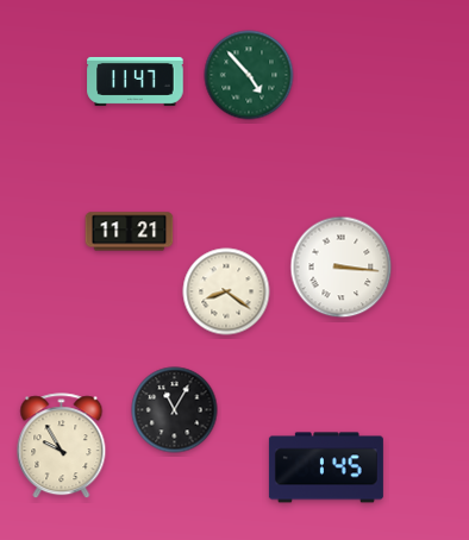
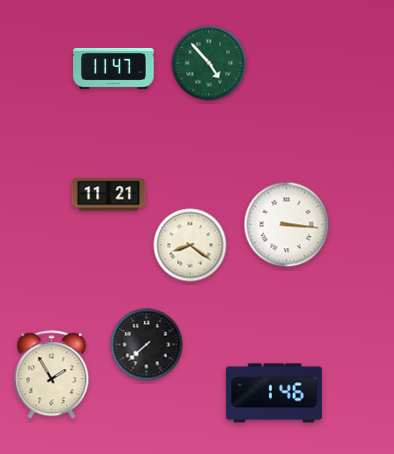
clock at (175, 410): 11:05 -> 7:38
clock at (62, 446): 9:55 -> 1:55
clock at (326, 467): 1:45 -> 1:46
